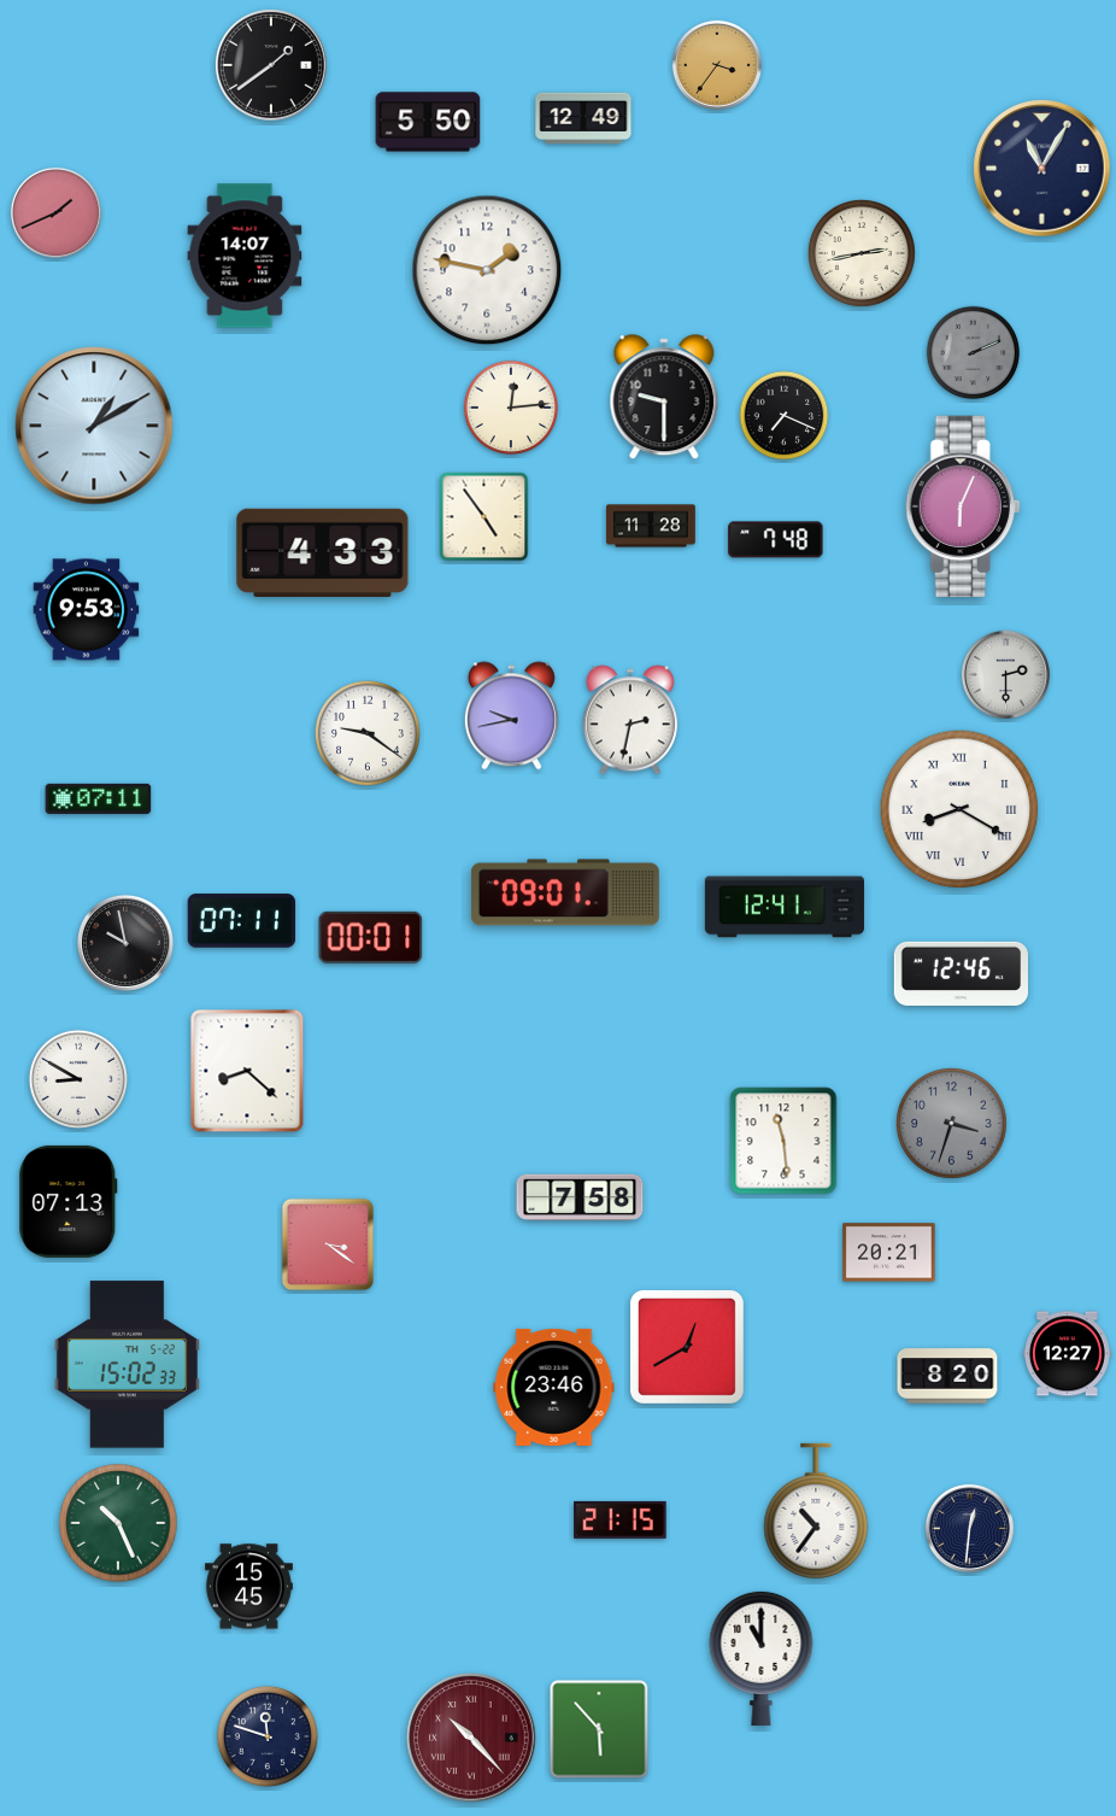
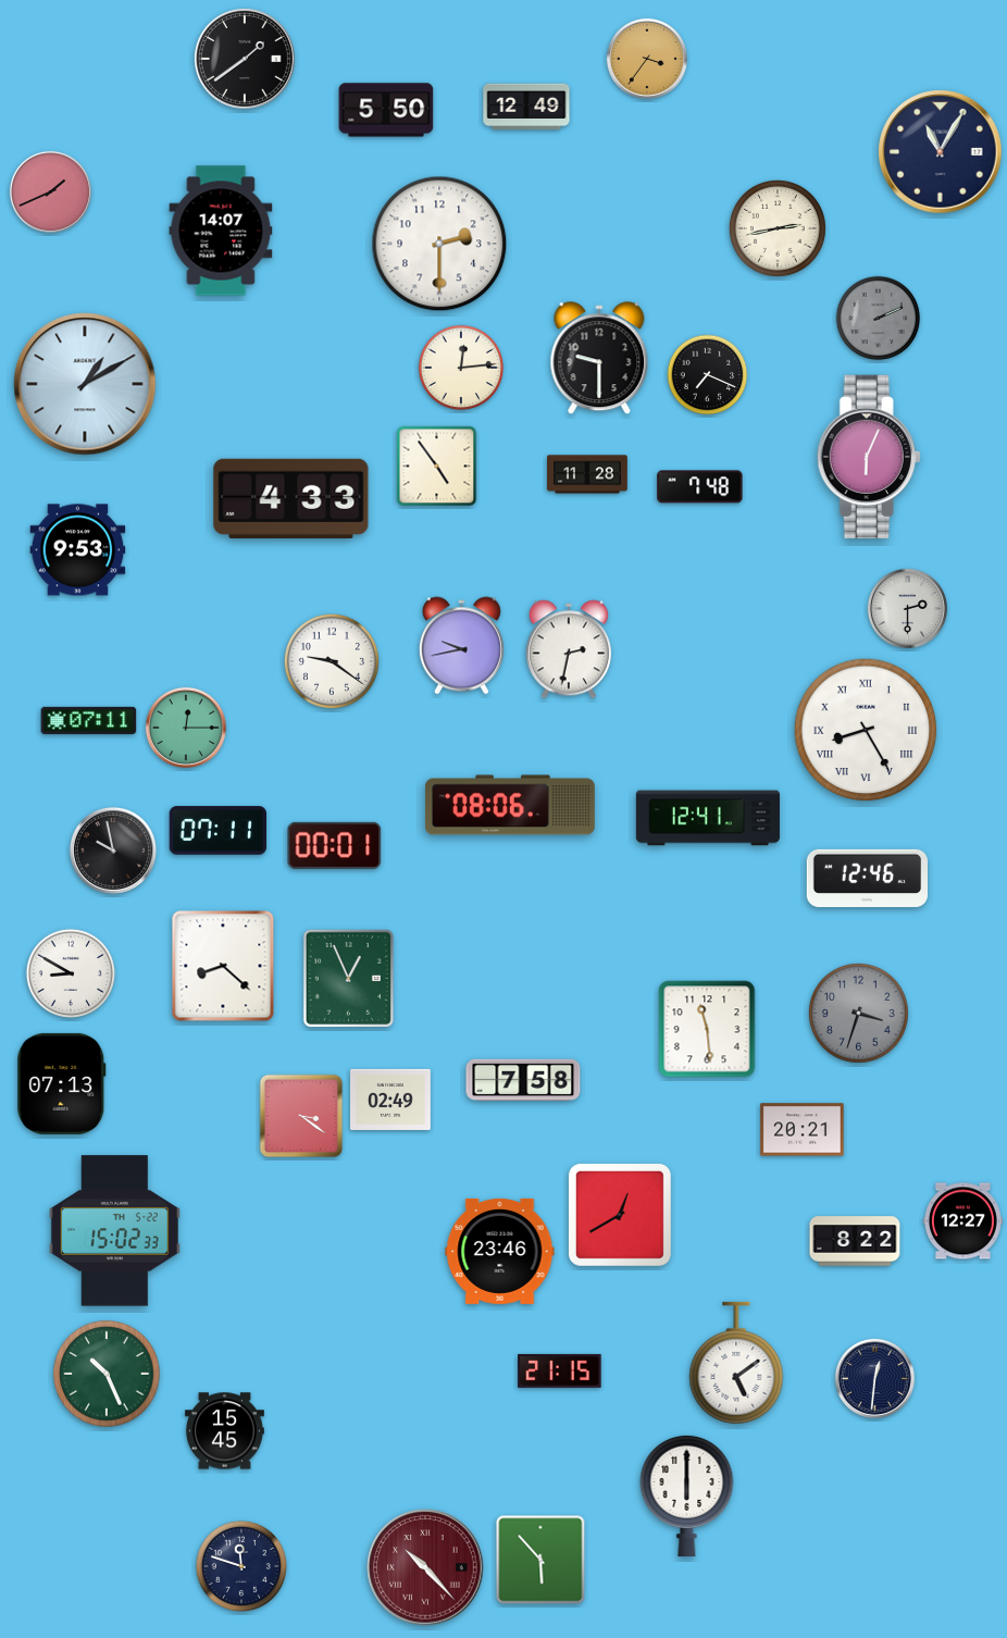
clock at (487, 270): 1:47 -> 2:30
clock at (186, 728): none -> 12:15
clock at (959, 809): 8:20 -> 8:25
clock at (565, 892): 09:01 -> 08:06
clock at (348, 978): none -> 12:56
clock at (391, 1100): none -> 02:49
clock at (328, 1244) position: (328, 1244) -> (301, 1116)
clock at (947, 1376): 8:20 -> 8:22
clock at (816, 1511): 10:36 -> 5:09
clock at (762, 1658): 11:00 -> 6:00
